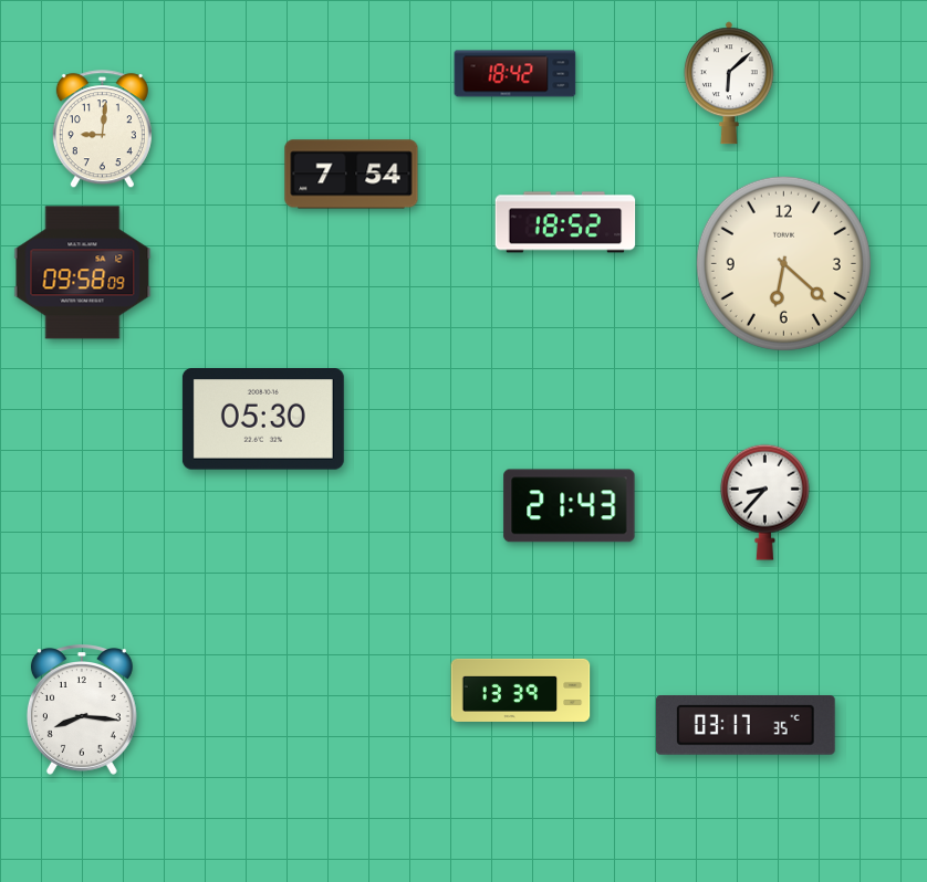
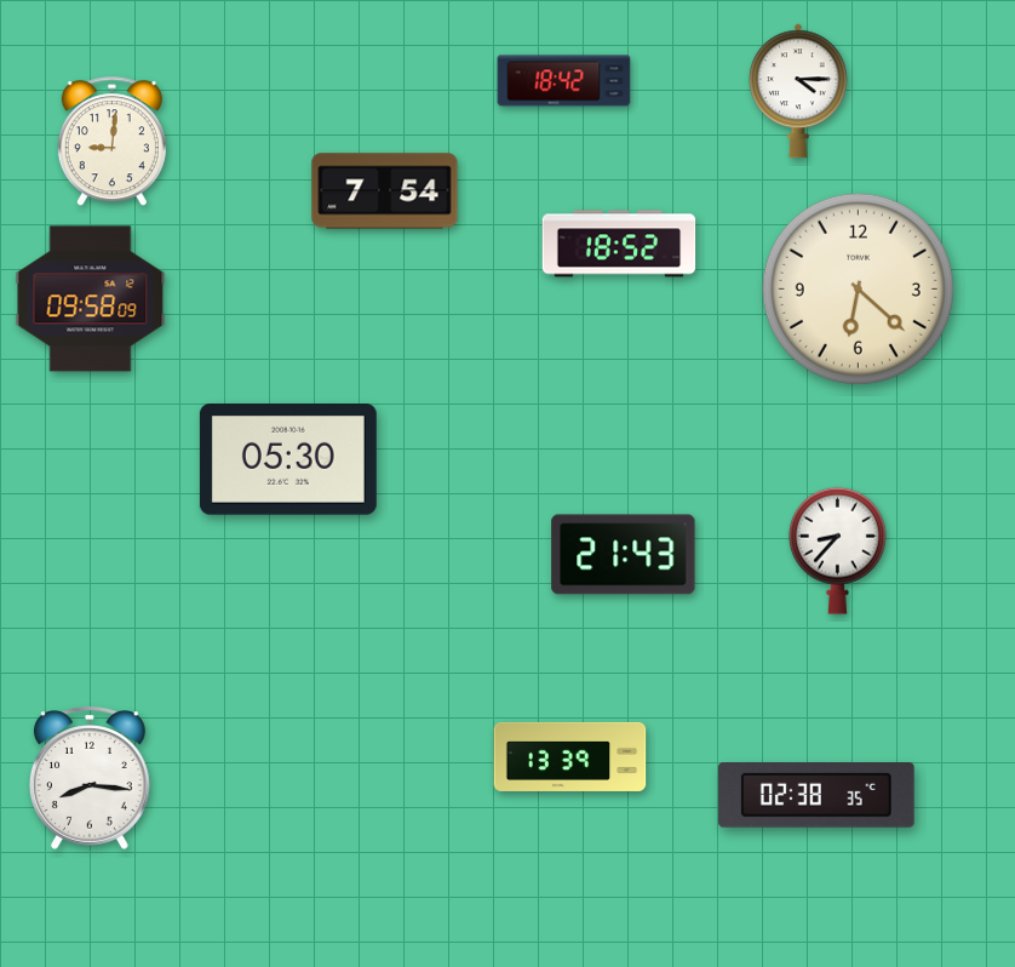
clock at (729, 83): 6:08 -> 4:15
clock at (746, 726): 03:17 -> 02:38
